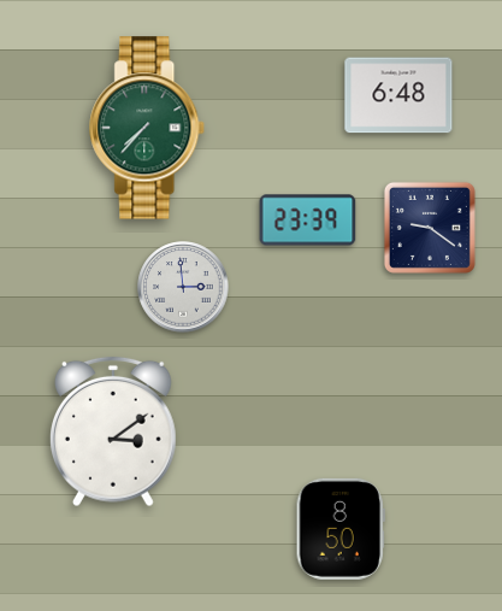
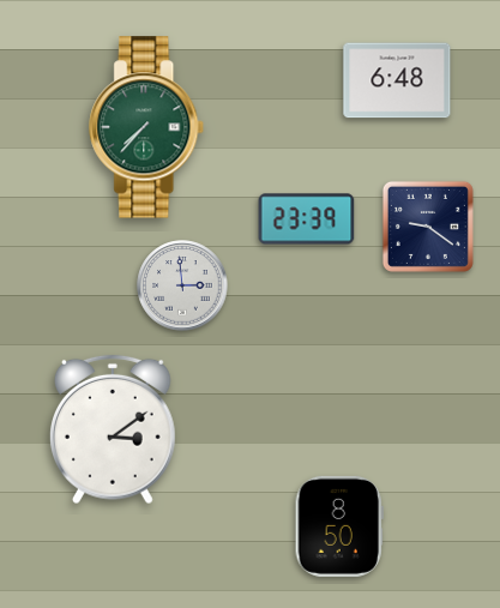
clock at (398, 95) position: (398, 95) -> (397, 80)
